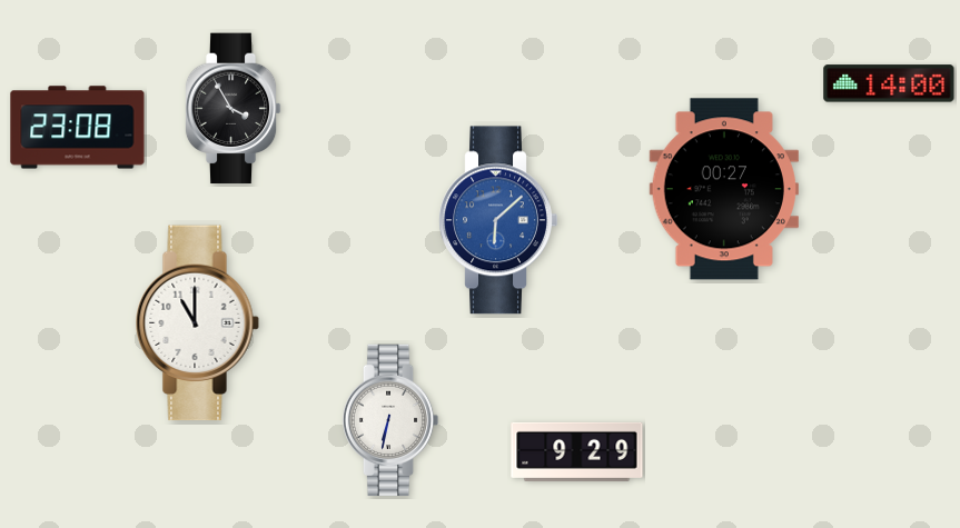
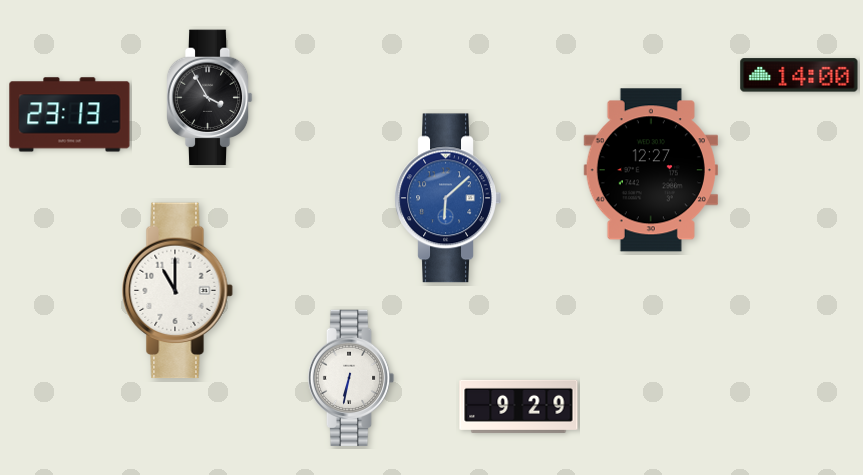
clock at (78, 128): 23:08 -> 23:13
clock at (724, 189): 00:27 -> 12:27
